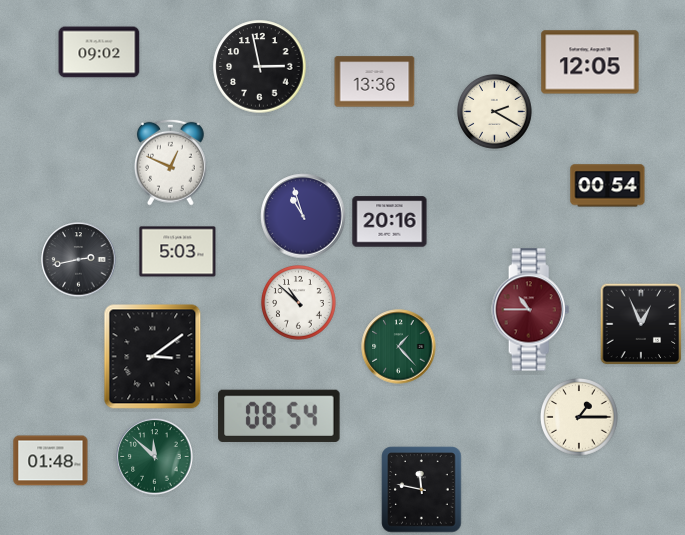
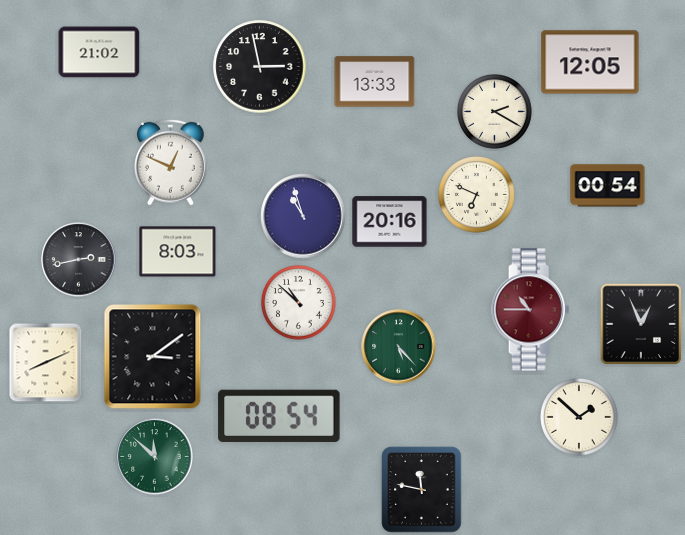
clock at (99, 52): 09:02 -> 21:02
clock at (375, 82): 13:36 -> 13:33
clock at (477, 195): none -> 6:49
clock at (178, 252): 5:03 -> 8:03
clock at (399, 347): 1:23 -> 5:23
clock at (46, 363): none -> 8:11
clock at (579, 417): 1:15 -> 1:52
clock at (51, 461): 01:48 -> none
